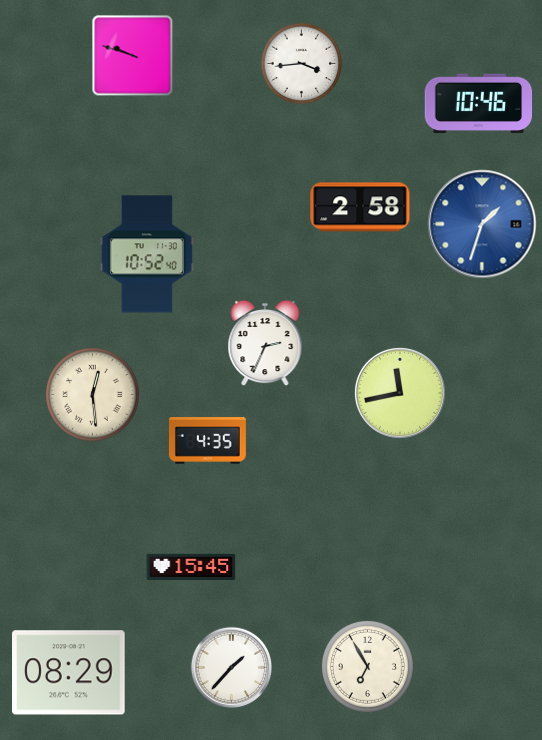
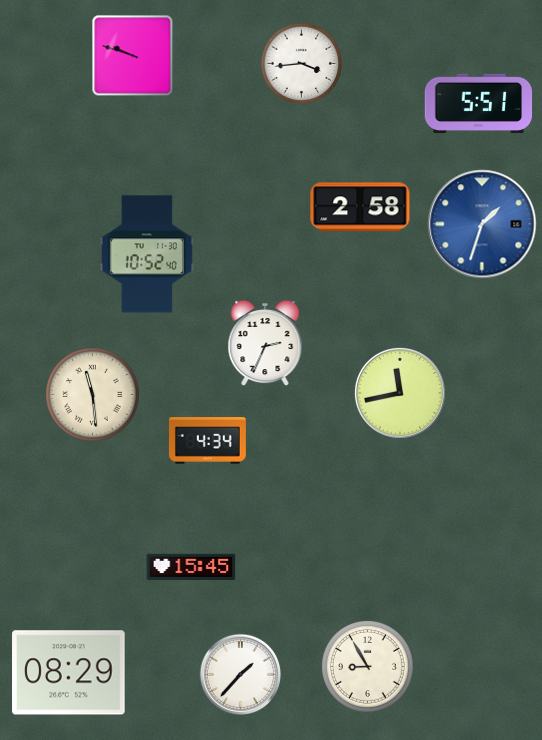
clock at (479, 104): 10:46 -> 5:51
clock at (93, 395): 12:29 -> 11:29
clock at (207, 441): 4:35 -> 4:34
clock at (367, 666): 6:55 -> 8:55
clock at (232, 668) position: (232, 668) -> (241, 675)
